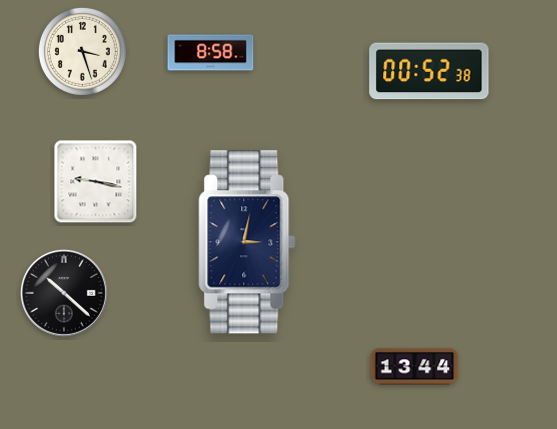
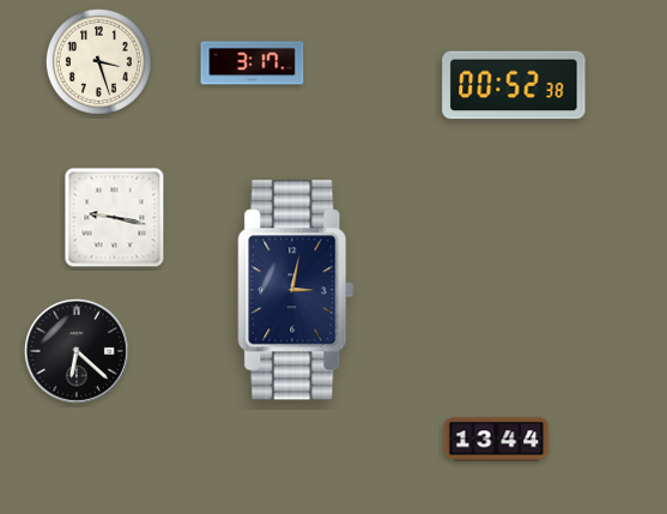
clock at (211, 53): 8:58 -> 3:17
clock at (64, 293): 10:22 -> 6:22
